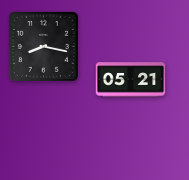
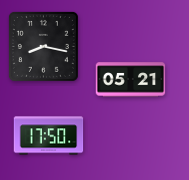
clock at (49, 136): none -> 17:50
